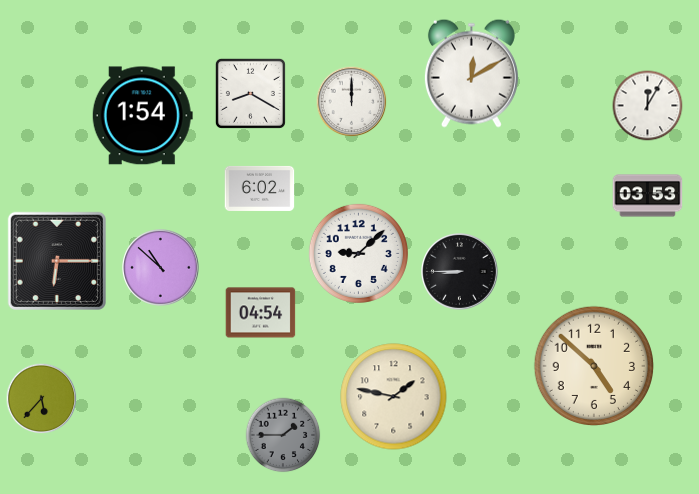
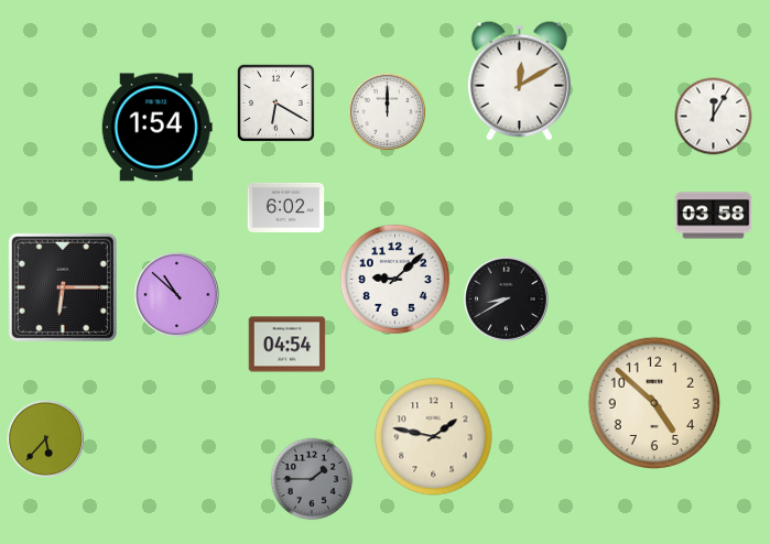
clock at (250, 93): 8:20 -> 6:20
clock at (648, 196): 03:53 -> 03:58
clock at (460, 272): 8:45 -> 8:40
